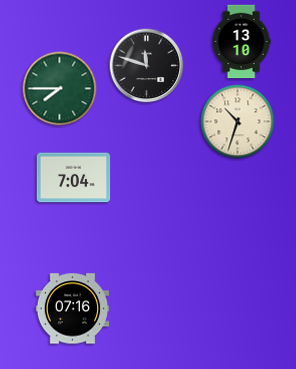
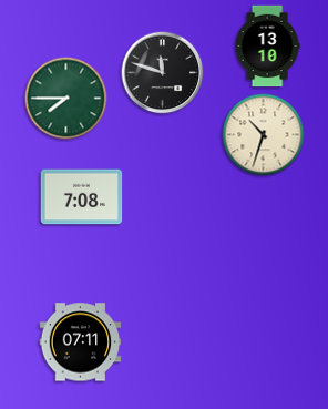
clock at (74, 178): 7:04 -> 7:08
clock at (73, 309): 07:16 -> 07:11
